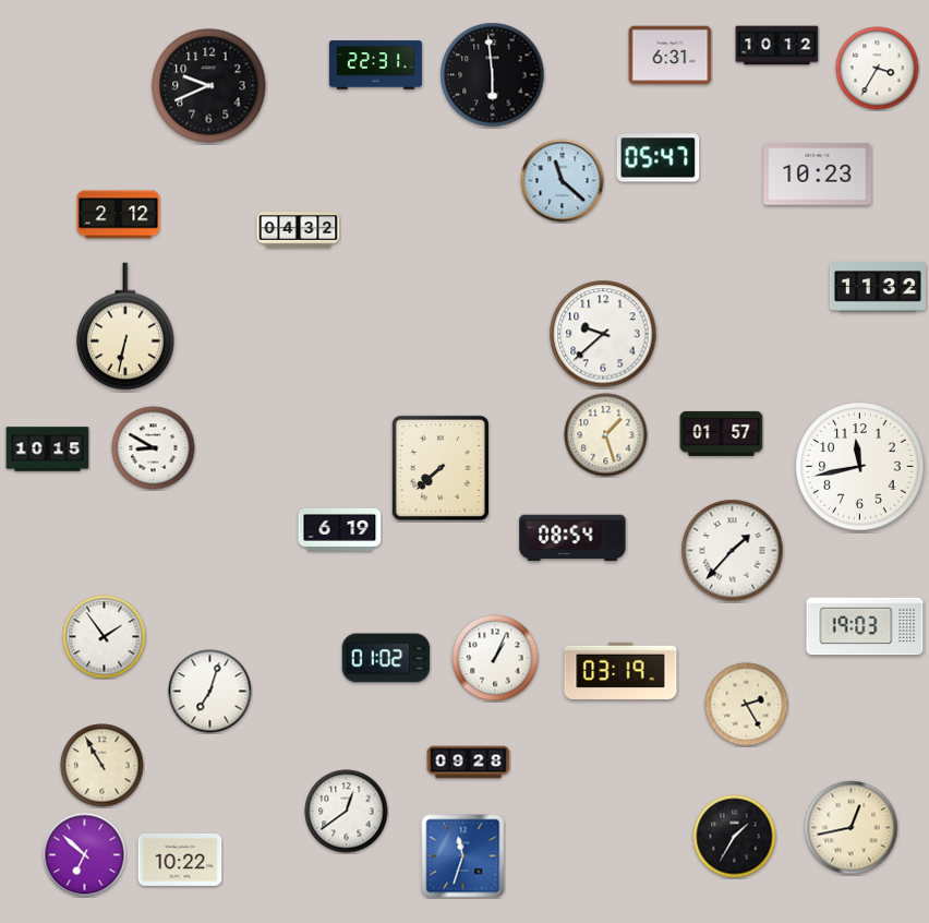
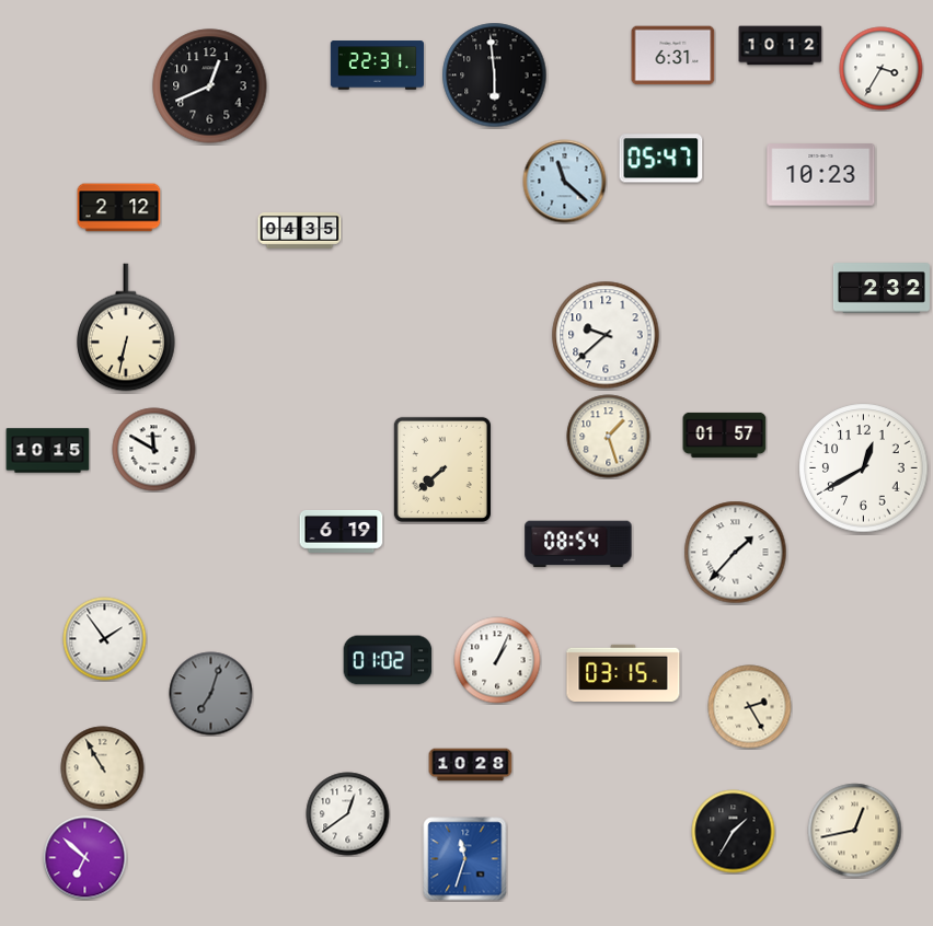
clock at (209, 86): 9:41 -> 12:41
clock at (119, 215) position: (119, 215) -> (119, 208)
clock at (299, 230): 04:32 -> 04:35
clock at (878, 287): 11:32 -> 2:32
clock at (154, 448): 8:50 -> 11:50
clock at (860, 467): 11:43 -> 12:40
clock at (572, 538) position: (572, 538) -> (578, 544)
clock at (865, 626): 19:03 -> none
clock at (620, 671): 03:19 -> 03:15
clock at (210, 692) dial: white -> grey
clock at (469, 763): 09:28 -> 10:28
clock at (735, 837) position: (735, 837) -> (734, 832)
clock at (180, 860): 10:22 -> none
